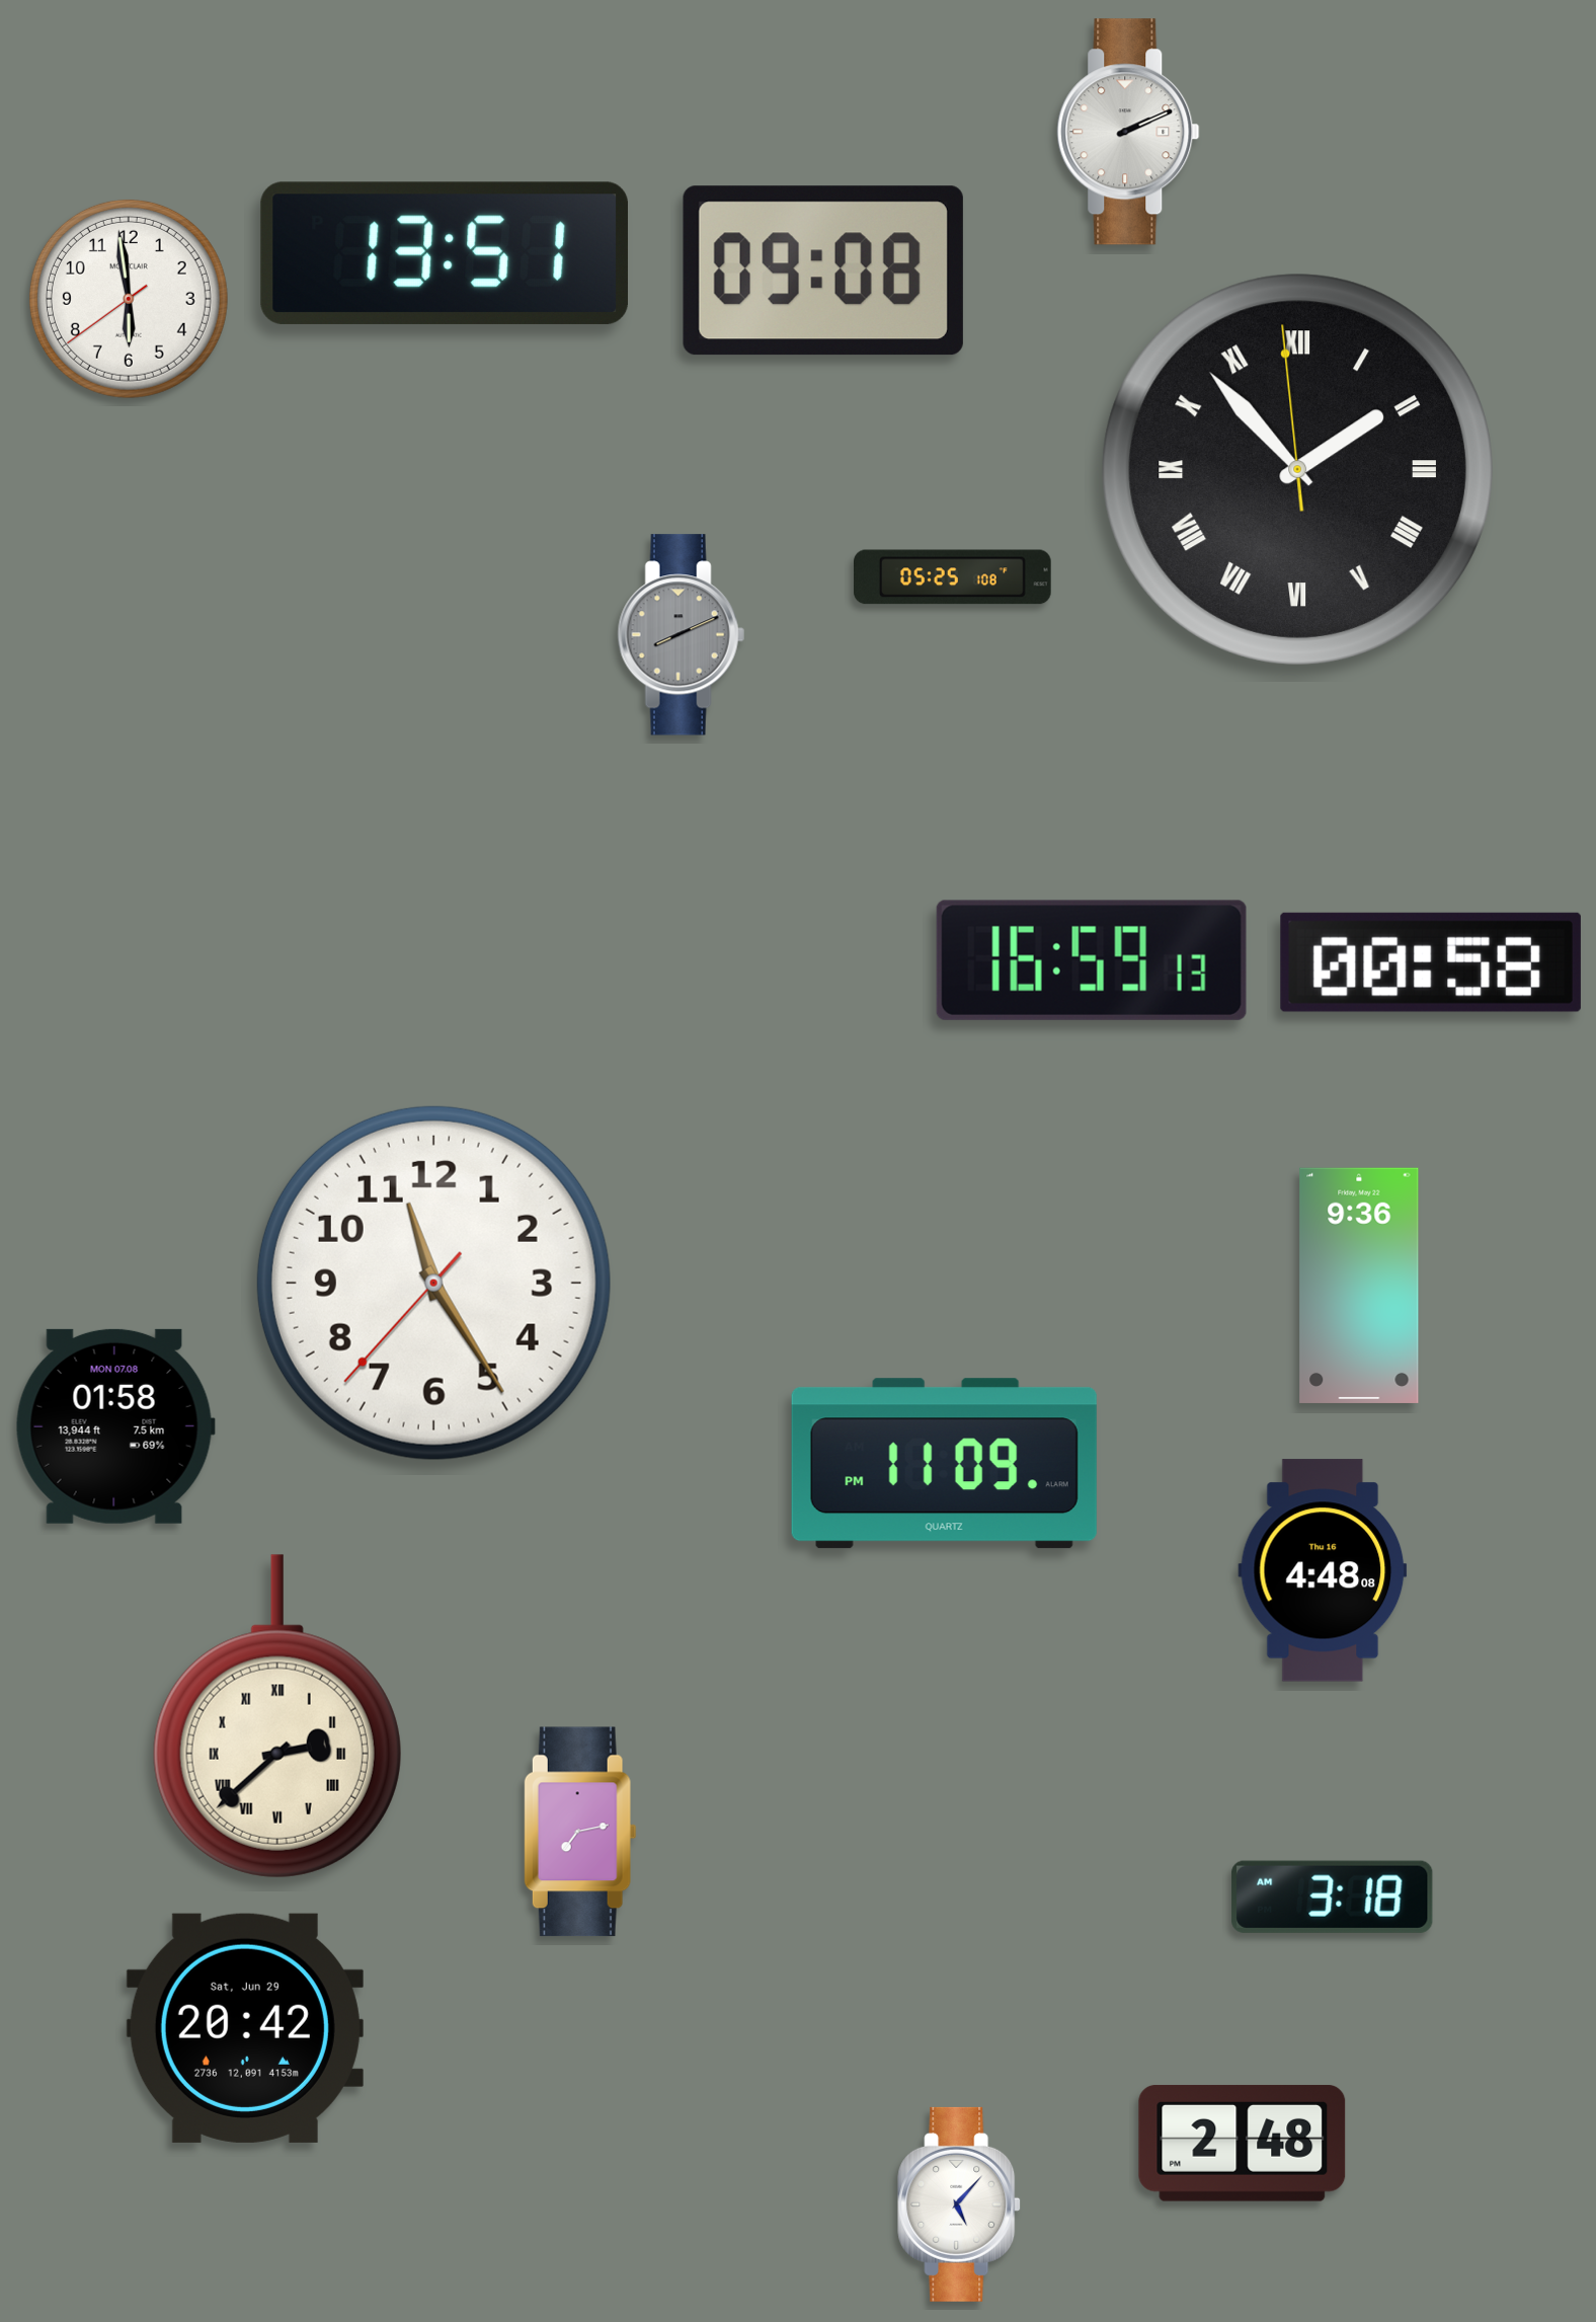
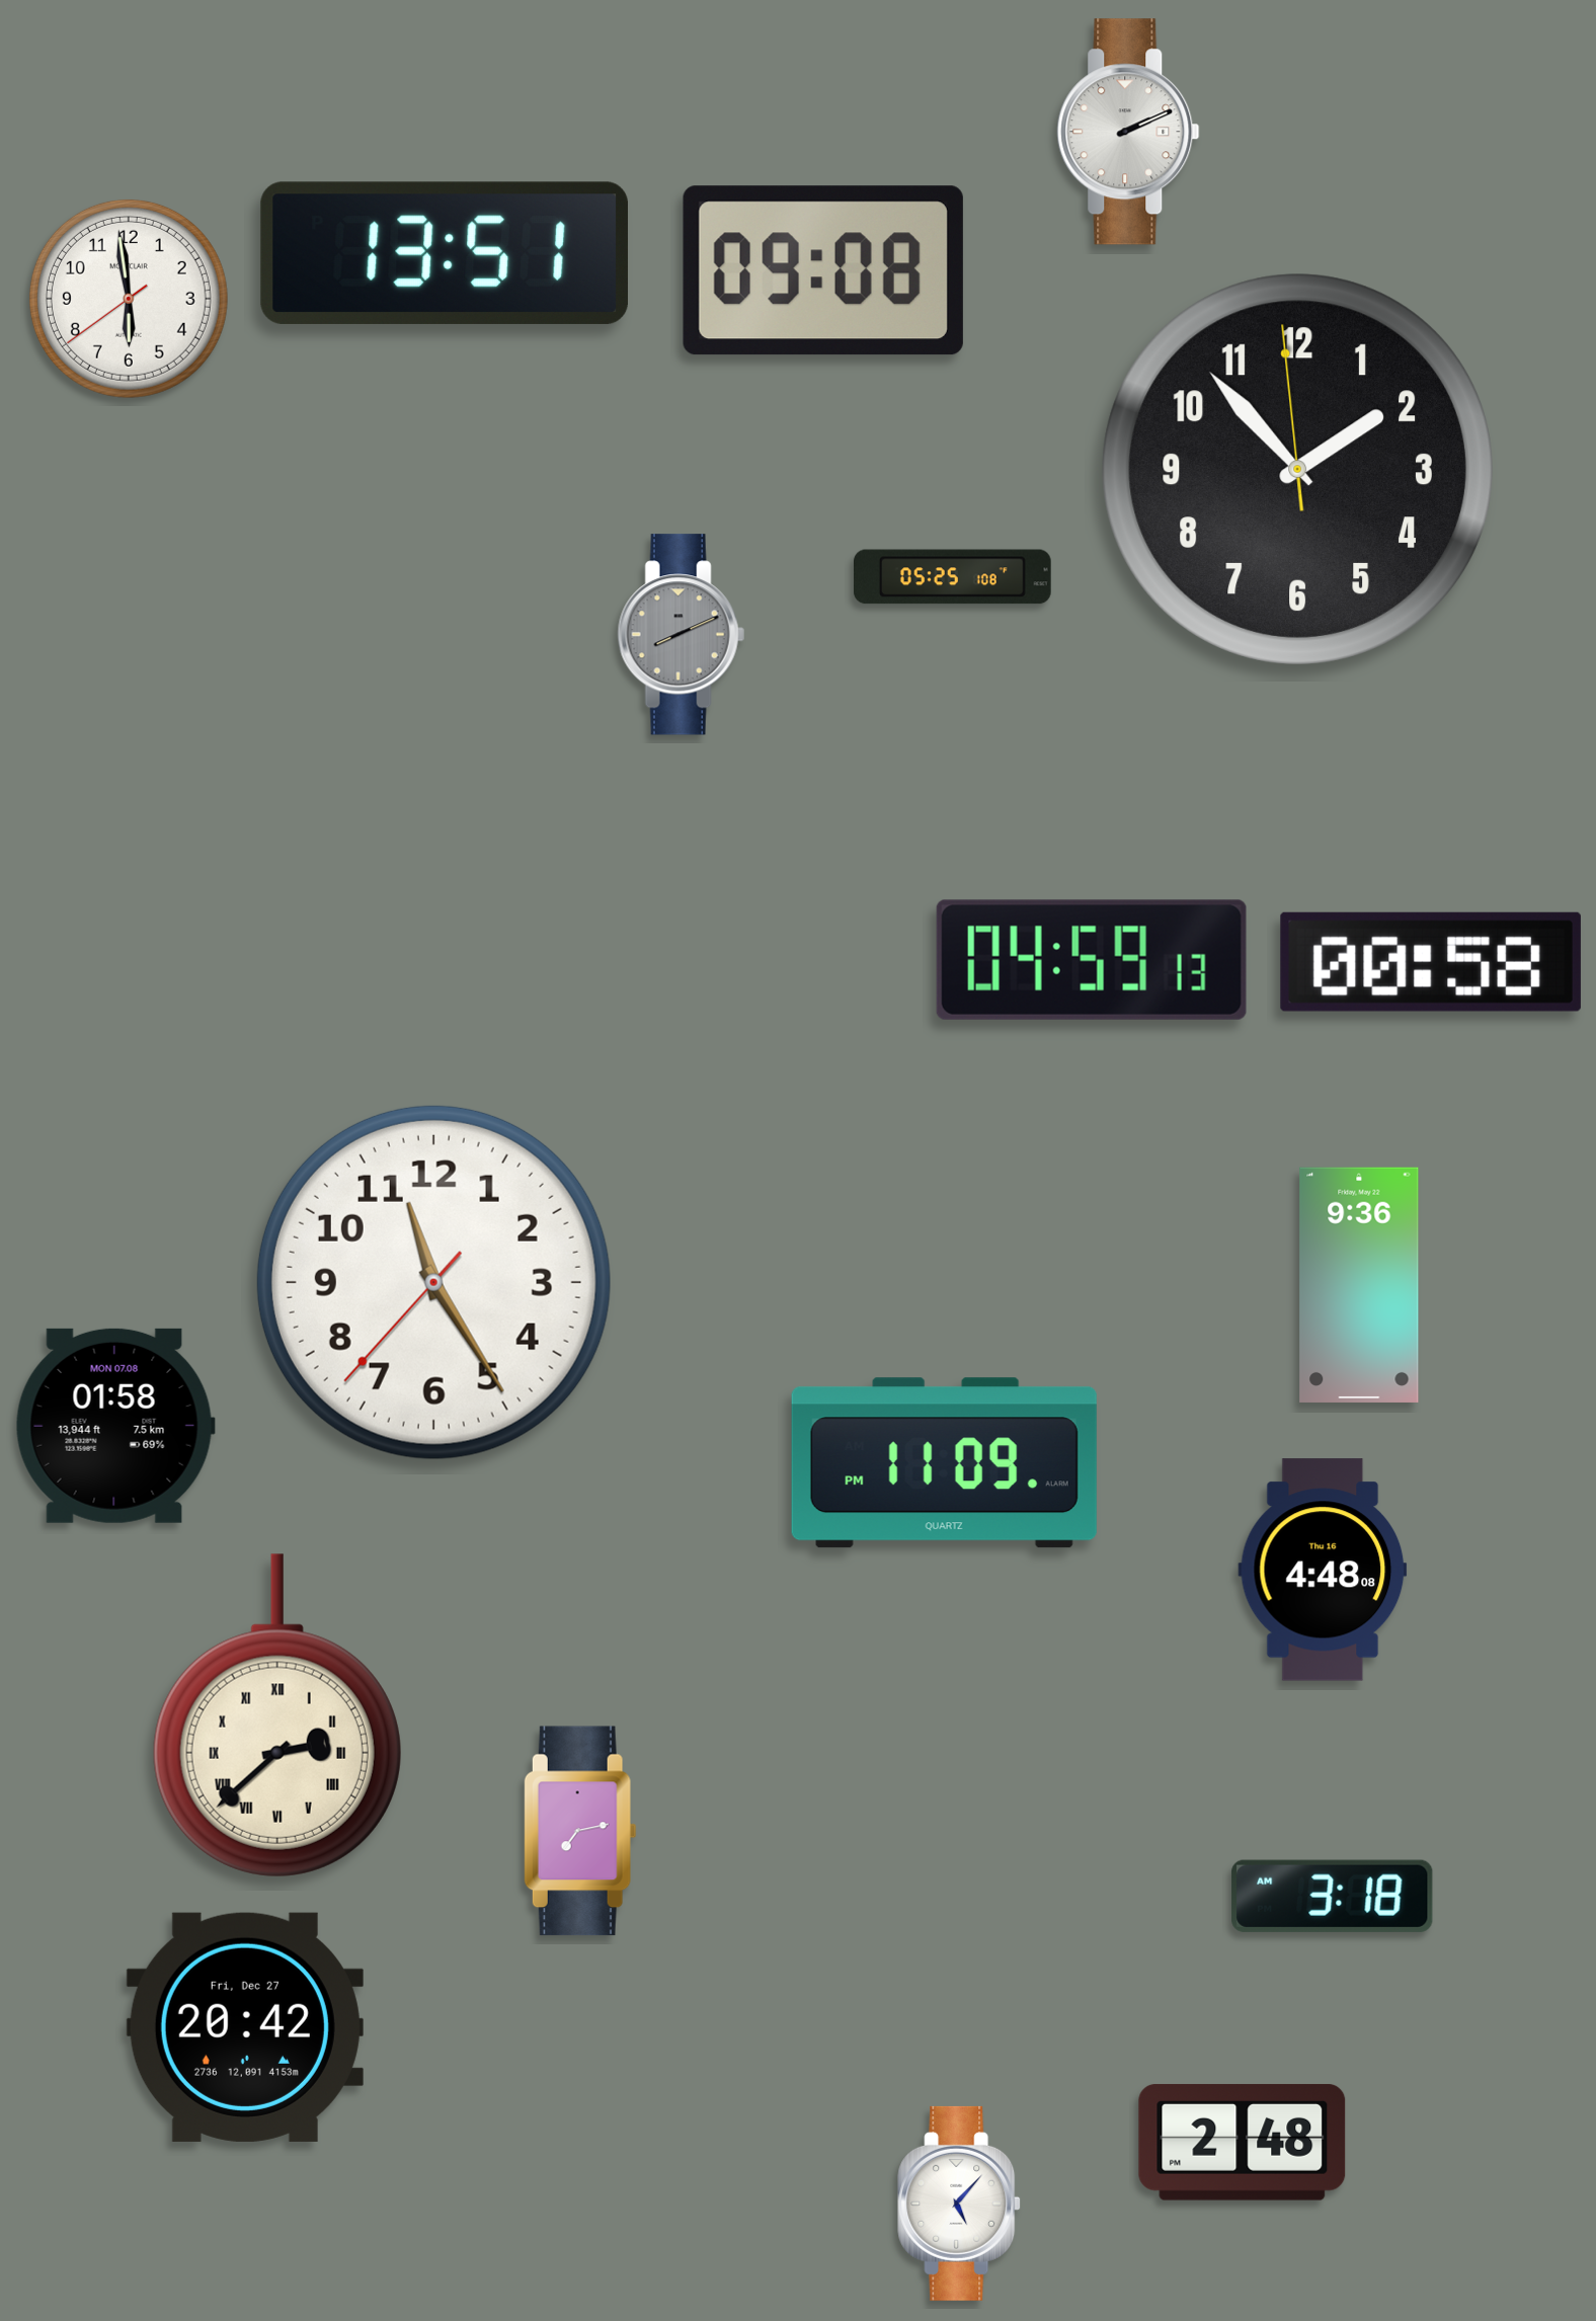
clock at (1297, 469) numerals: Roman -> Arabic
clock at (1092, 960): 16:59 -> 04:59
clock at (245, 2028) date: Sat, Jun 29 -> Fri, Dec 27
